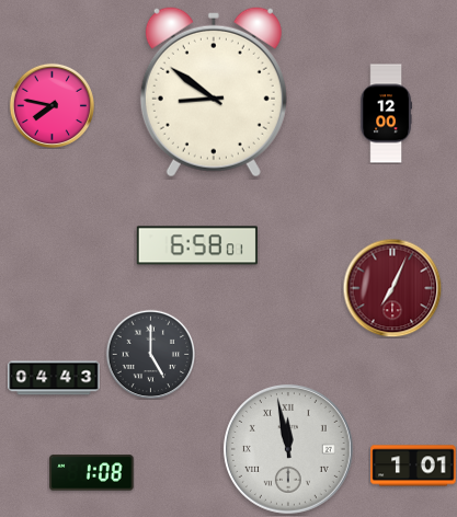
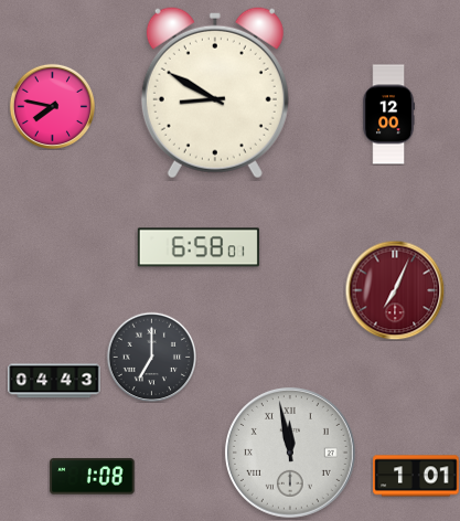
clock at (214, 92): 8:51 -> 8:50
clock at (150, 354): 5:00 -> 7:00
clock at (413, 466) position: (413, 466) -> (416, 476)
